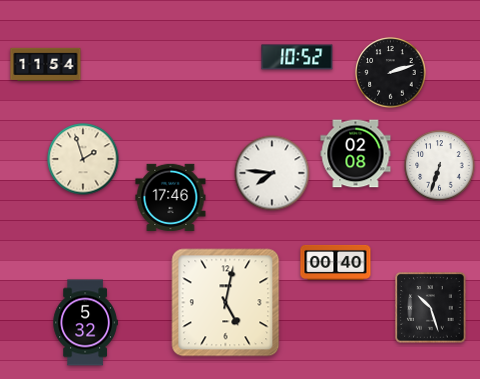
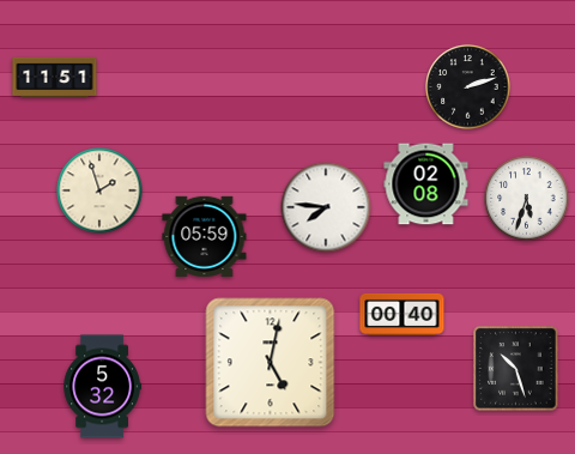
clock at (297, 57): 10:52 -> none
clock at (46, 65): 11:54 -> 11:51
clock at (440, 166): 6:33 -> 5:33
clock at (171, 197): 17:46 -> 05:59
